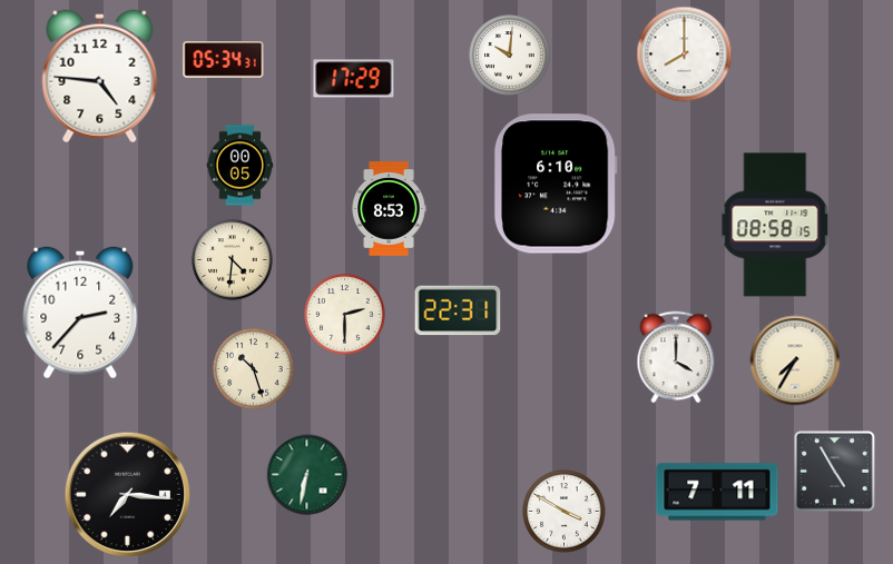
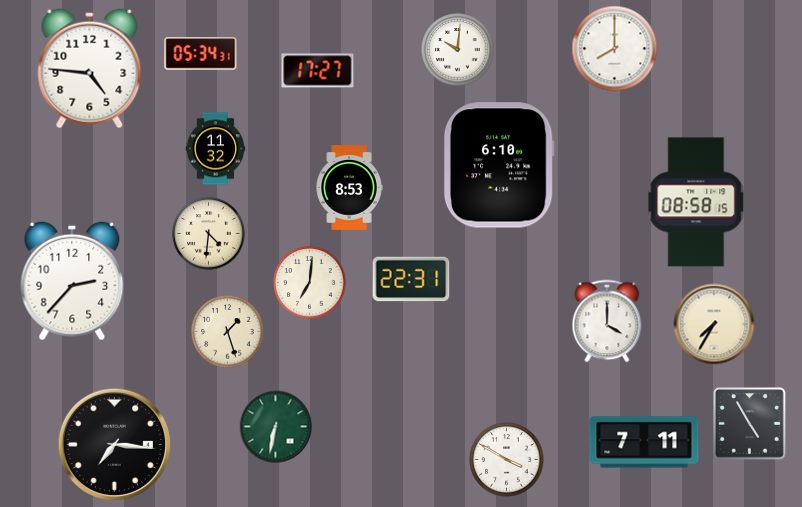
clock at (354, 79): 17:29 -> 17:27
clock at (241, 166): 00:05 -> 11:32
clock at (345, 315): 2:30 -> 7:01
clock at (254, 369): 10:27 -> 1:27
